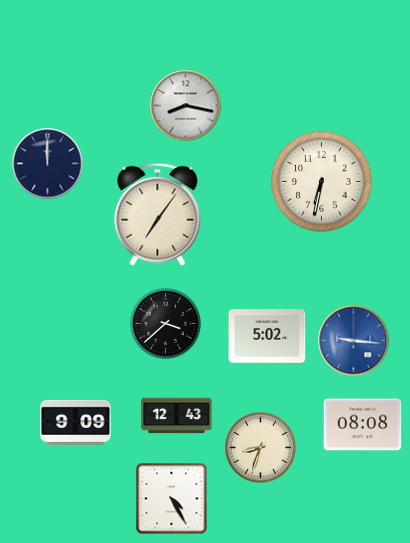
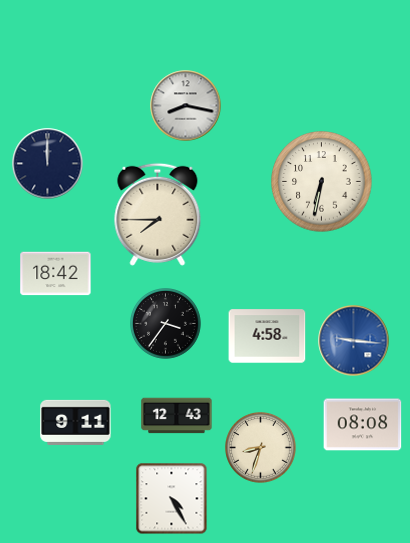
clock at (158, 214): 7:06 -> 7:45
clock at (56, 274): none -> 18:42
clock at (166, 324): 3:38 -> 3:36
clock at (267, 336): 5:02 -> 4:58
clock at (76, 422): 9:09 -> 9:11
